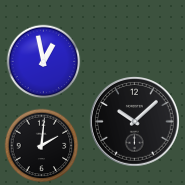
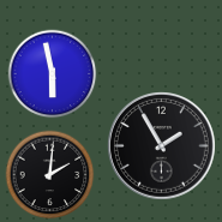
clock at (44, 62): 12:58 -> 5:58
clock at (135, 122): 10:08 -> 1:55
